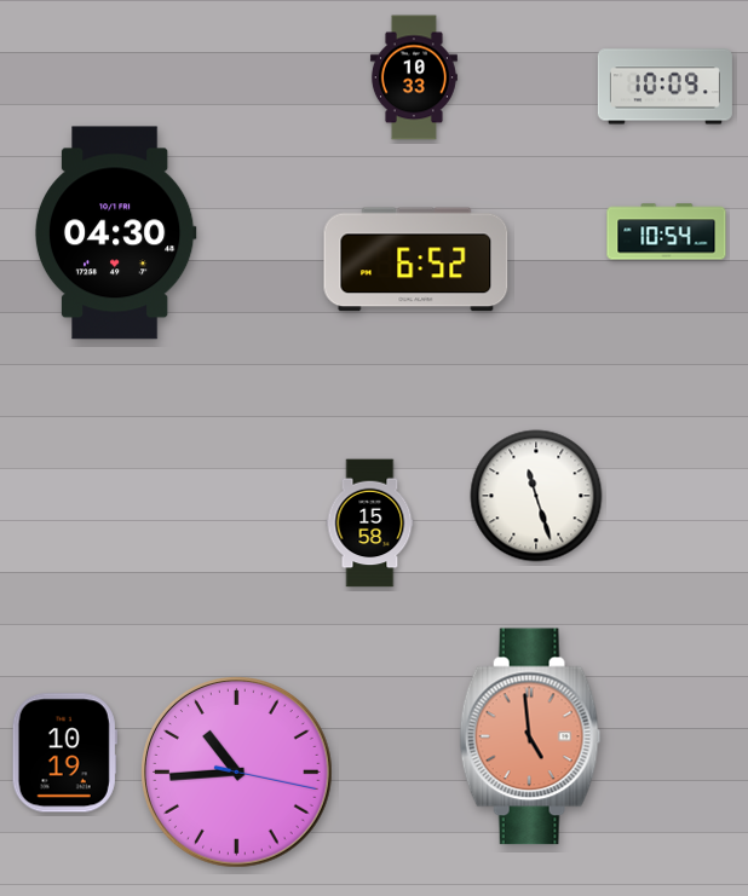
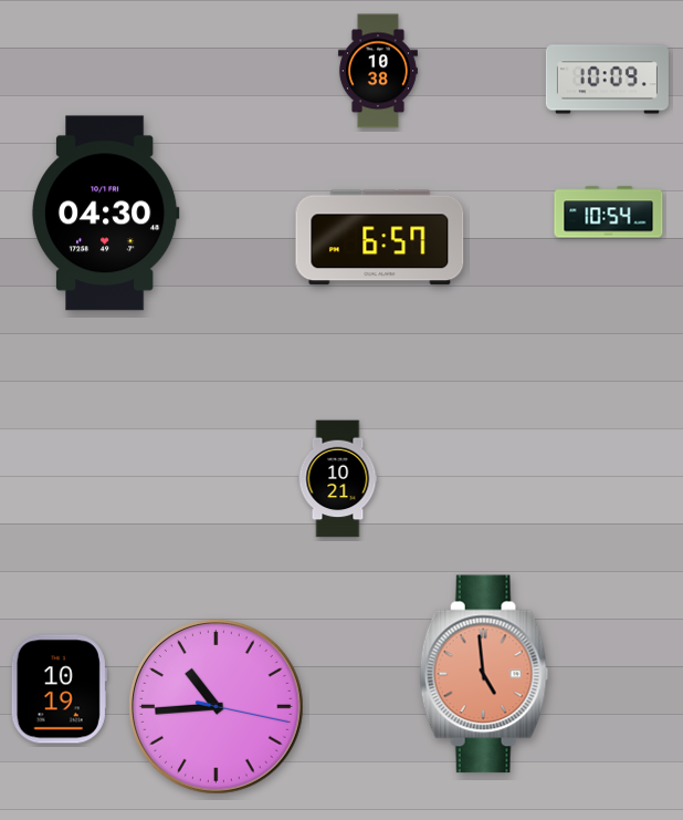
clock at (414, 77): 10:33 -> 10:38
clock at (416, 260): 6:52 -> 6:57
clock at (536, 496): 11:27 -> none
clock at (370, 524): 15:58 -> 10:21
